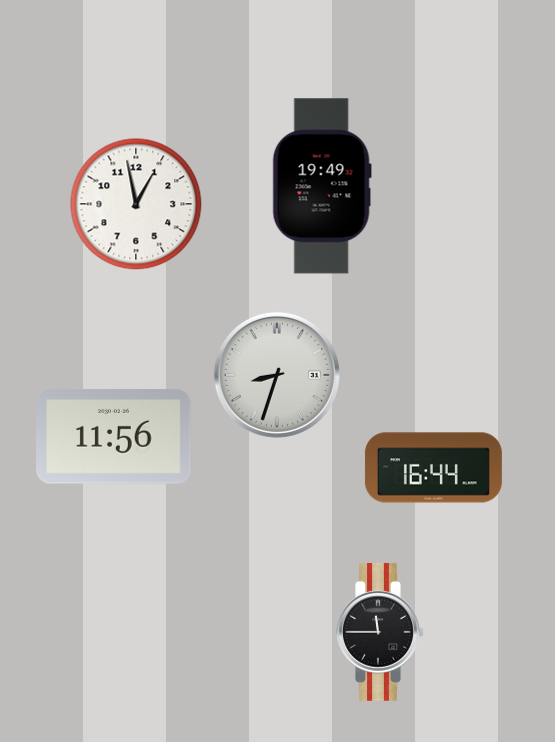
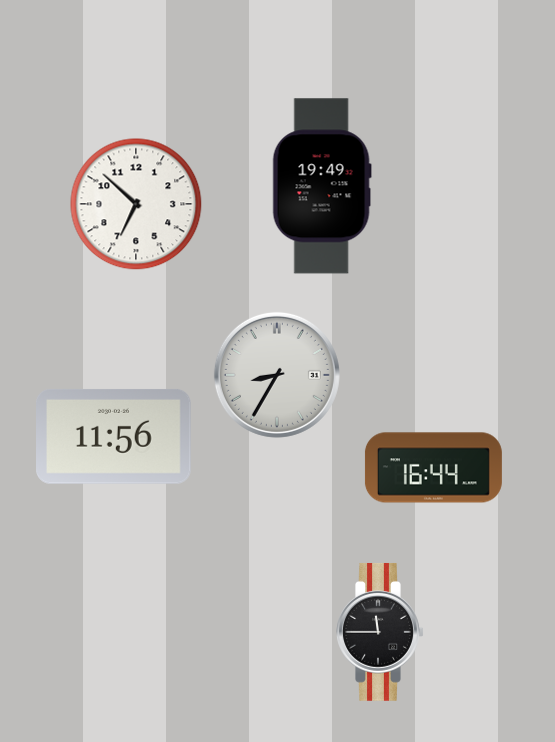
clock at (136, 204): 12:58 -> 6:52
clock at (277, 375): 8:33 -> 8:35
